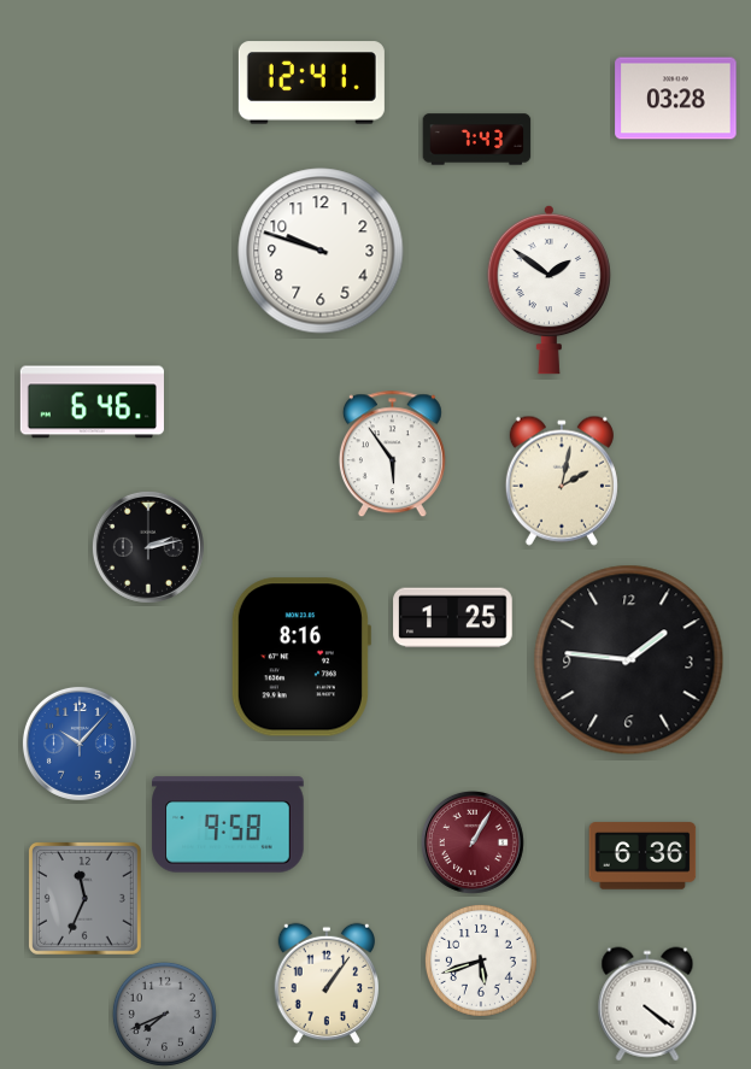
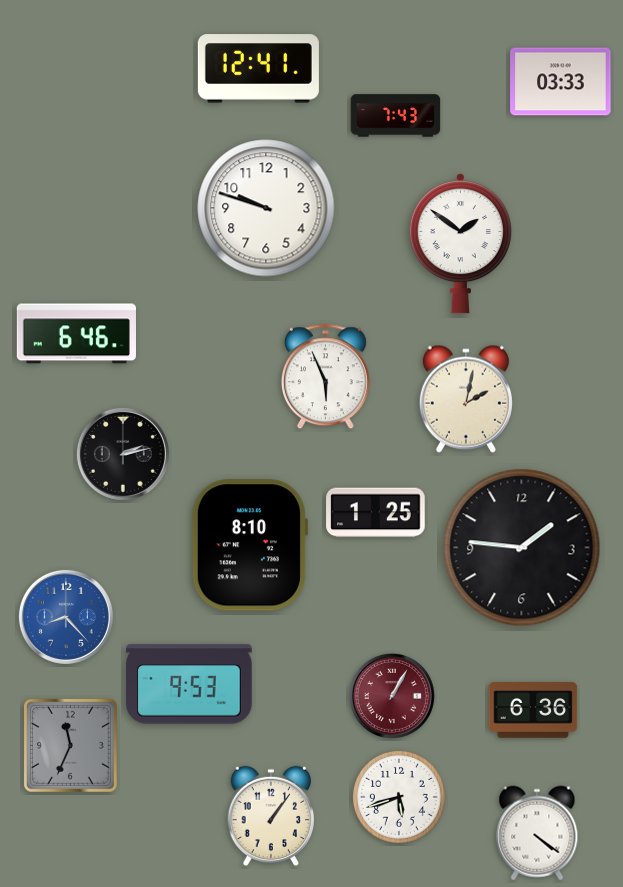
clock at (676, 99): 03:28 -> 03:33
clock at (548, 289) position: (548, 289) -> (460, 243)
clock at (392, 454): 5:54 -> 5:56
clock at (300, 657): 8:16 -> 8:10
clock at (80, 744): 10:07 -> 8:23
clock at (228, 824): 9:58 -> 9:53
clock at (473, 842) position: (473, 842) -> (392, 696)
clock at (164, 1014): 7:41 -> none
